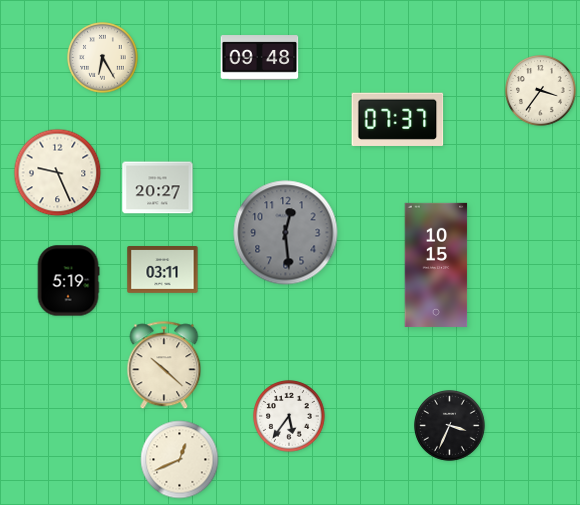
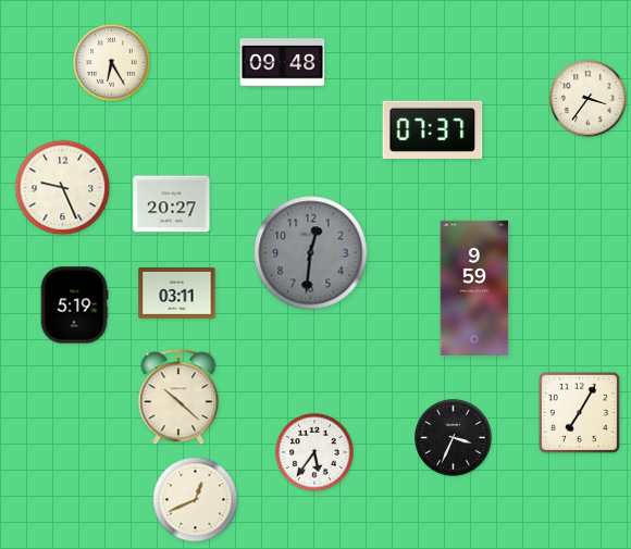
clock at (286, 233): 12:29 -> 12:31
clock at (436, 265): 10:15 -> 9:59
clock at (579, 412): none -> 7:05
clock at (450, 426) position: (450, 426) -> (454, 438)
